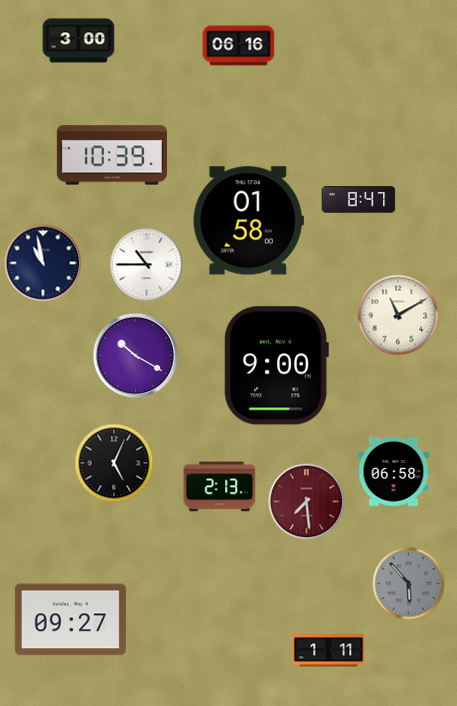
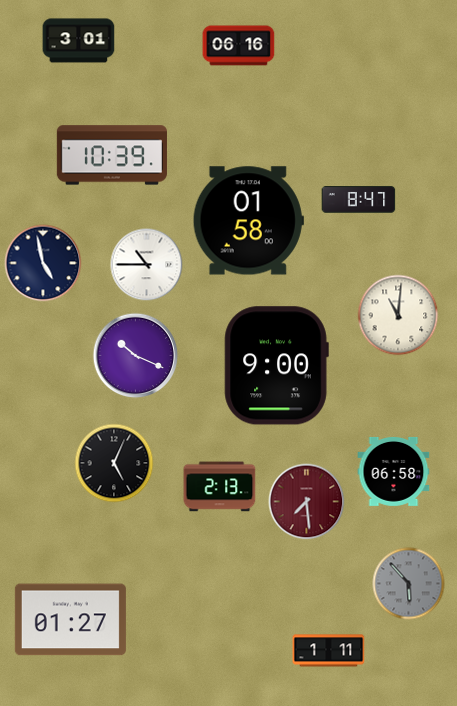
clock at (79, 41): 3:00 -> 3:01
clock at (43, 263): 10:58 -> 4:58
clock at (398, 315): 11:10 -> 11:01
clock at (136, 356): 10:20 -> 10:19
clock at (70, 620): 09:27 -> 01:27
